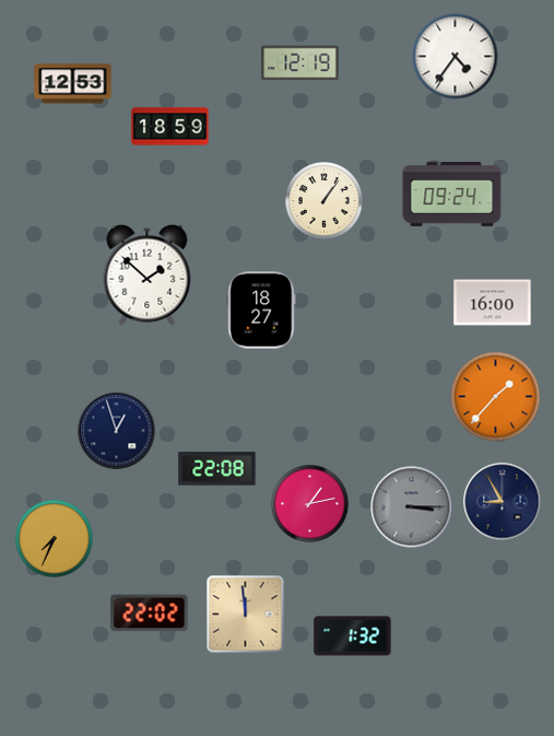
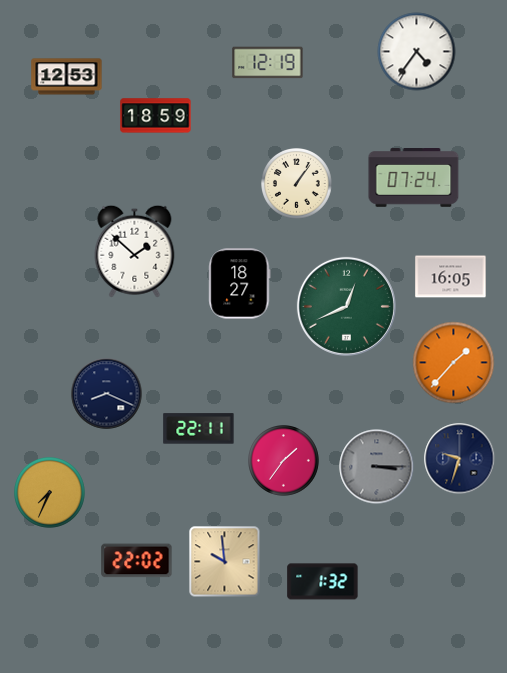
clock at (300, 63) position: (300, 63) -> (268, 63)
clock at (452, 195): 09:24 -> 07:24
clock at (493, 303): 16:00 -> 16:05
clock at (346, 306): none -> 12:41
clock at (117, 431): 12:57 -> 8:19
clock at (217, 469): 22:08 -> 22:11
clock at (503, 502): 8:55 -> 9:33
clock at (310, 504): 1:13 -> 1:36
clock at (412, 507) position: (412, 507) -> (377, 467)
clock at (246, 615): 11:59 -> 9:59
